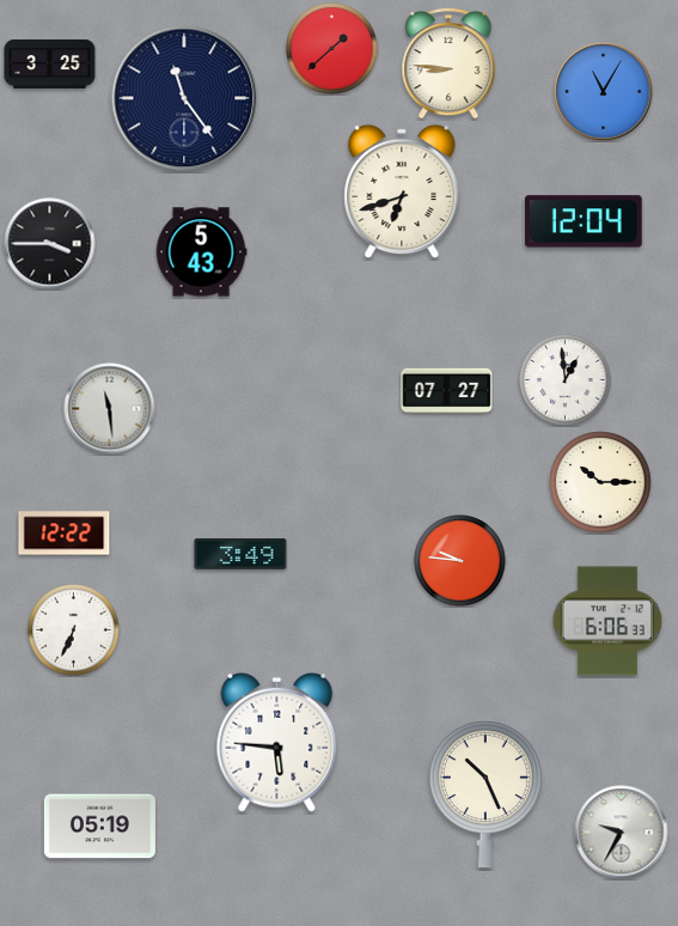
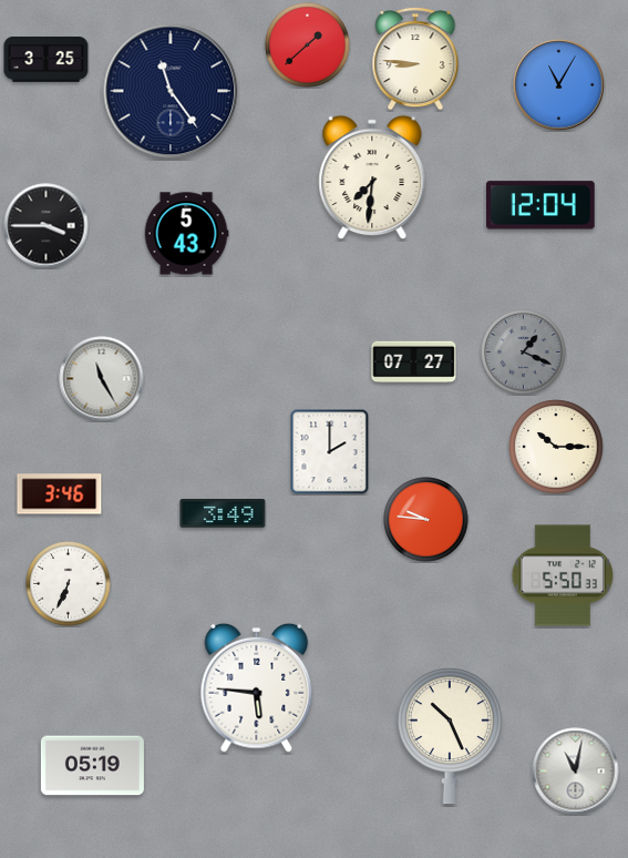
clock at (402, 191): 6:42 -> 7:31
clock at (566, 380): 12:59 -> 1:19
clock at (566, 380) dial: white -> grey
clock at (110, 409): 11:29 -> 11:25
clock at (330, 451): none -> 2:00
clock at (65, 534): 12:22 -> 3:46
clock at (606, 621): 6:06 -> 5:50
clock at (622, 833): 9:35 -> 11:02
